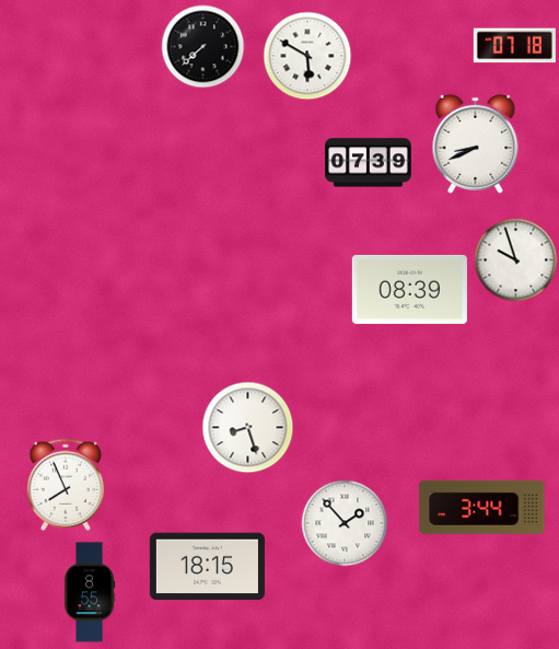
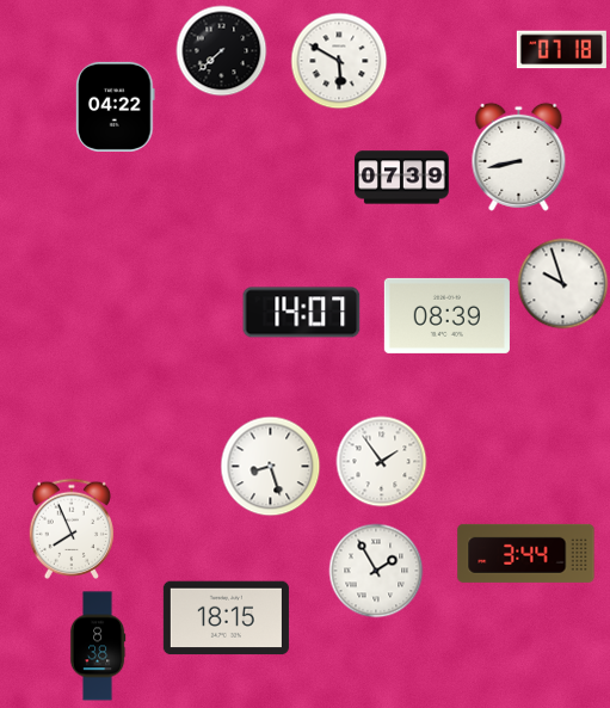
clock at (307, 56) position: (307, 56) -> (339, 61)
clock at (116, 106): none -> 04:22
clock at (476, 143): 8:41 -> 8:43
clock at (302, 313): none -> 14:07
clock at (382, 462): none -> 1:54
clock at (345, 523): 1:53 -> 1:55
clock at (90, 592): 8:55 -> 8:38
